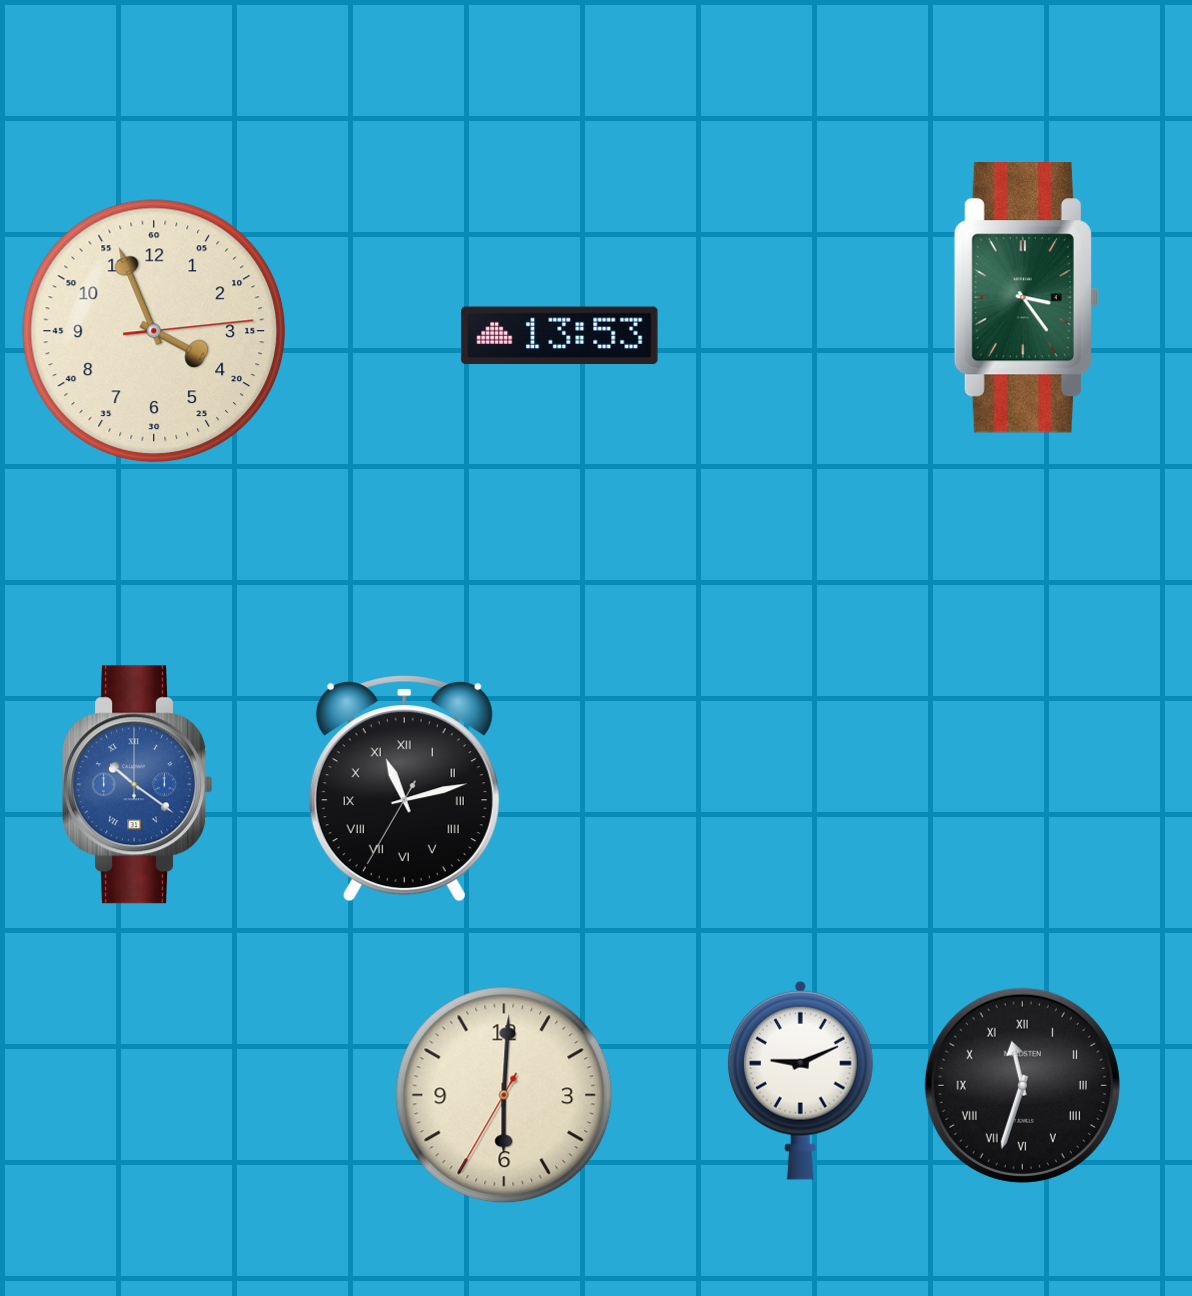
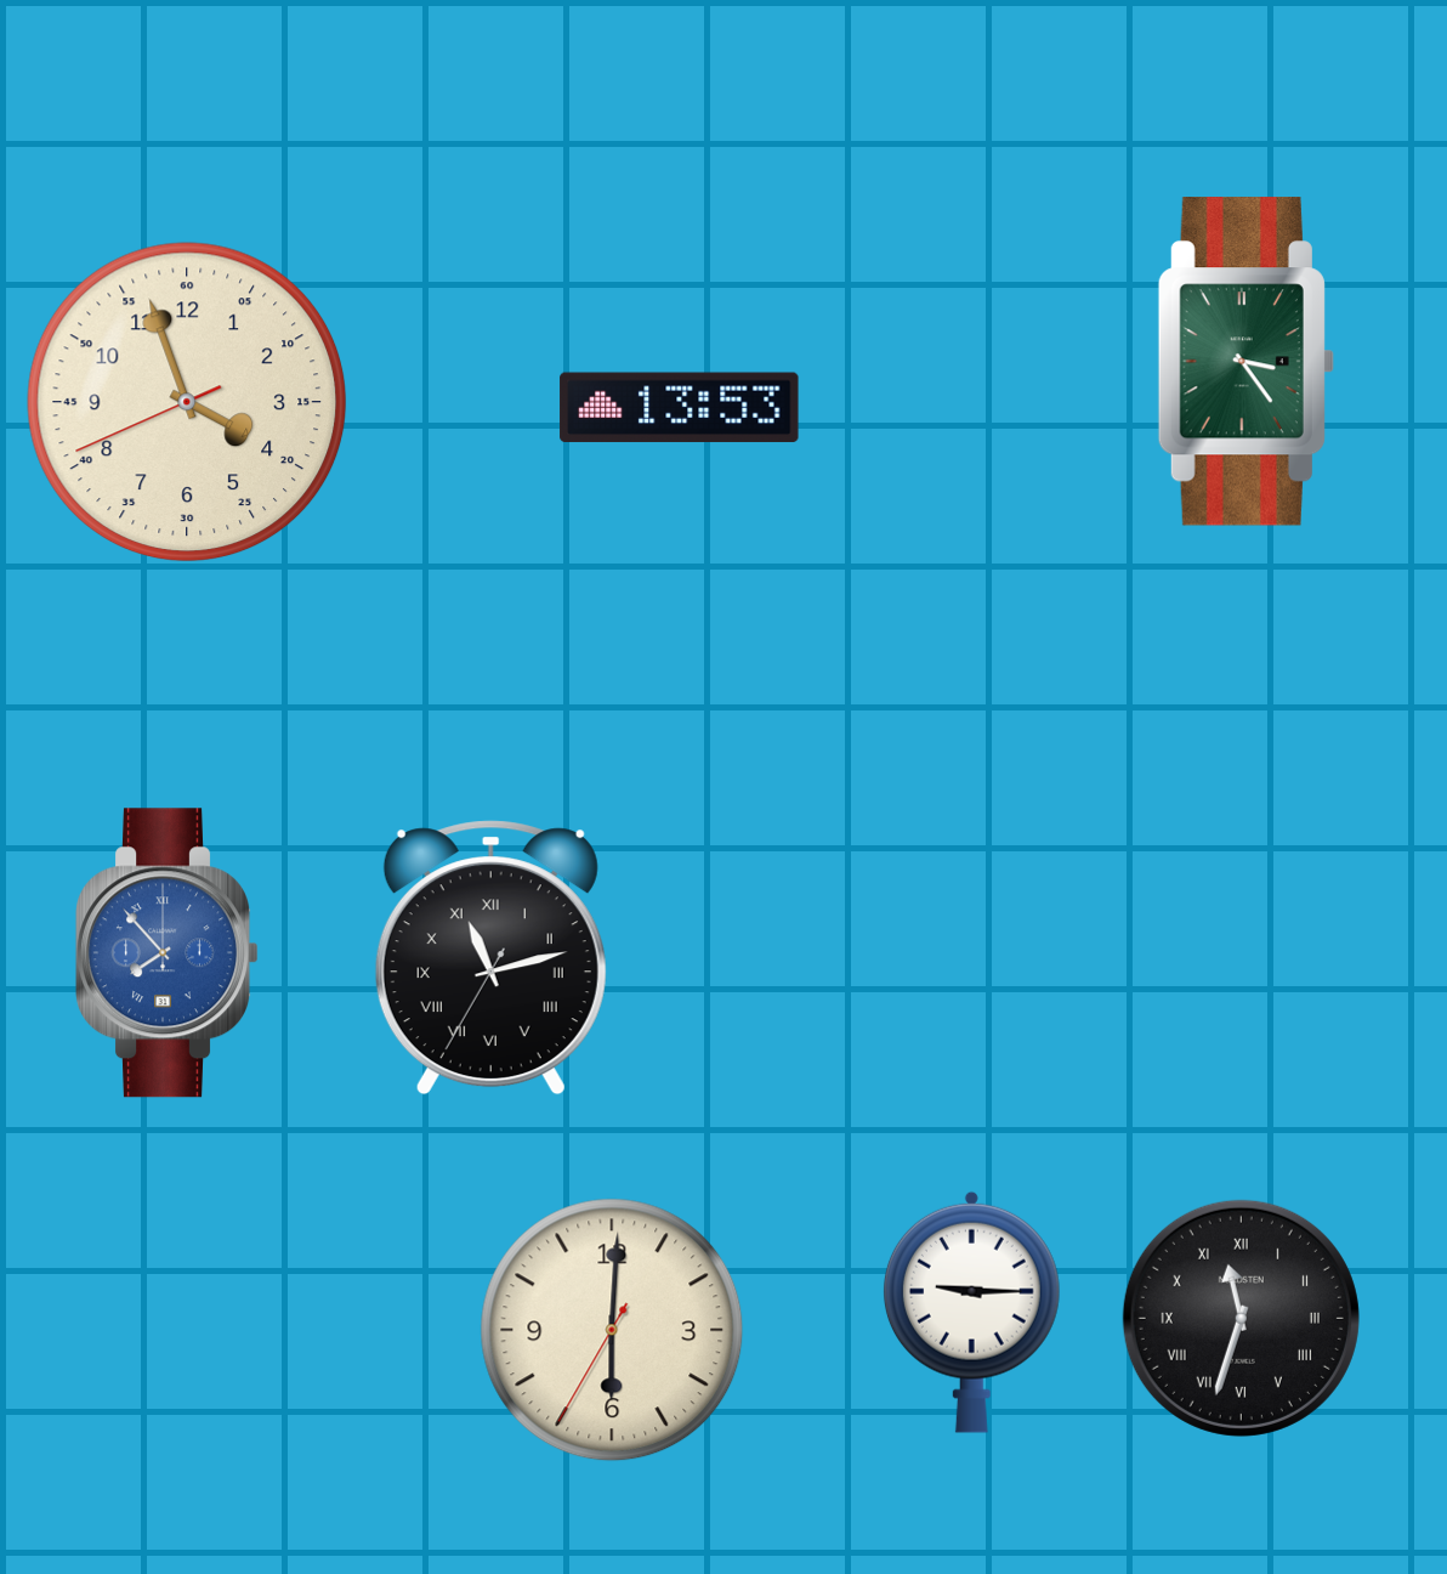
clock at (154, 331): 3:56:14 -> 3:56:41
clock at (137, 785): 10:21 -> 7:53
clock at (800, 1080): 9:11 -> 9:15
